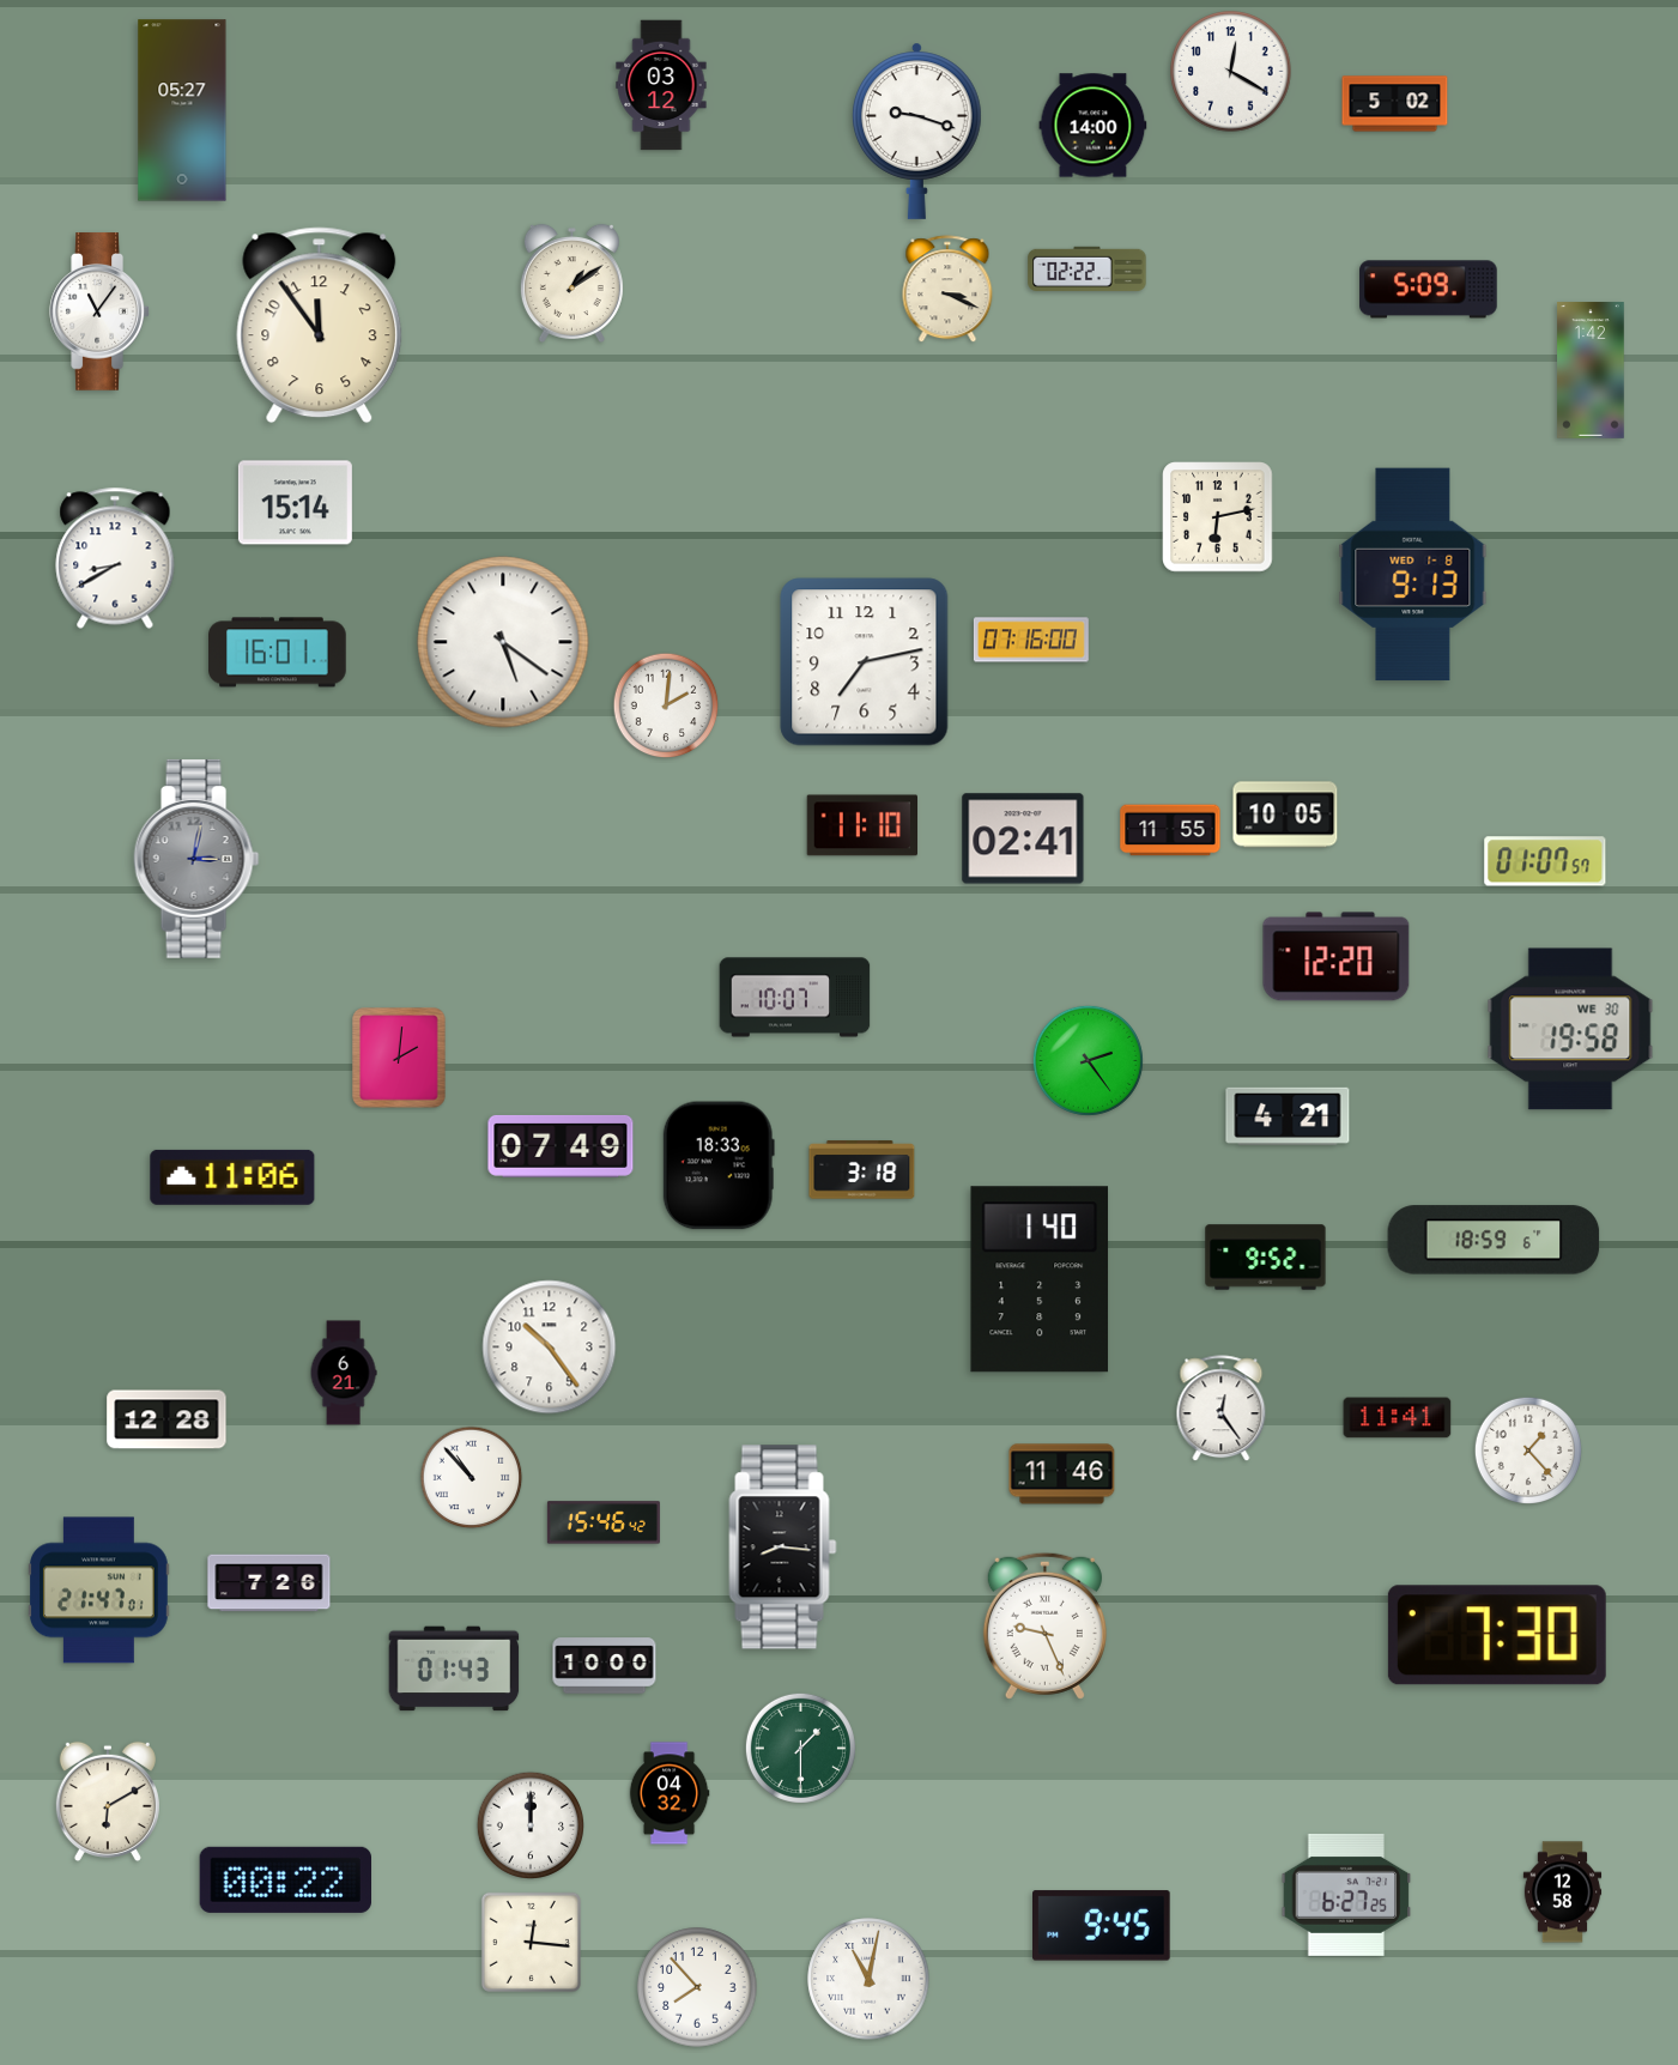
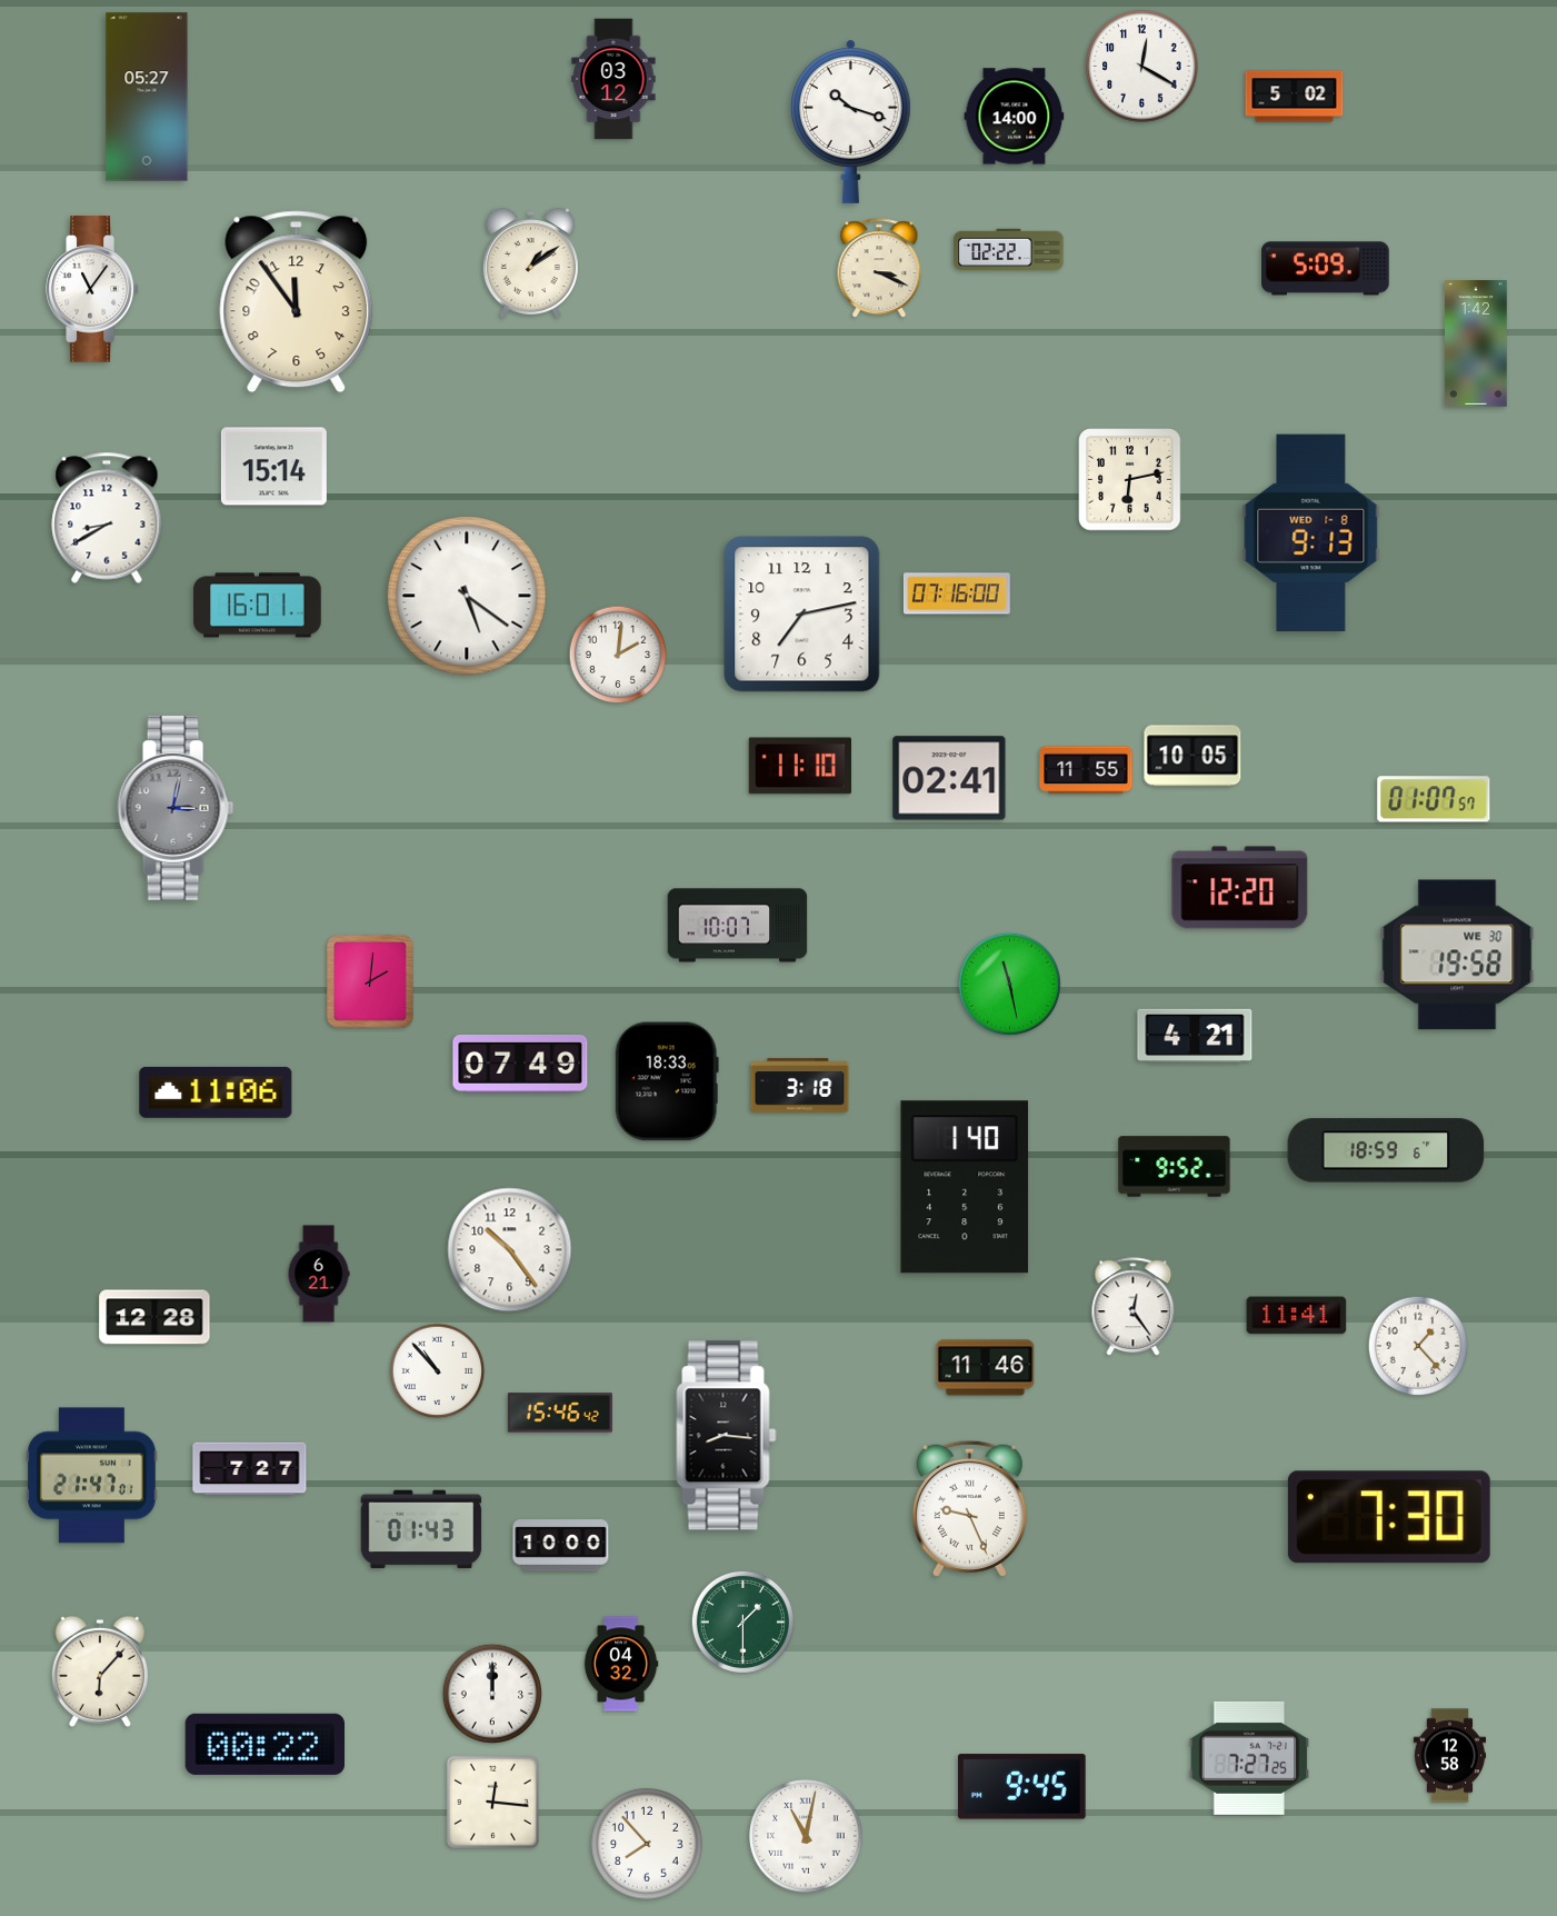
clock at (182, 110) position: (182, 110) -> (147, 97)
clock at (916, 131): 9:18 -> 10:18
clock at (196, 859) position: (196, 859) -> (176, 808)
clock at (1088, 1060): 2:24 -> 11:28
clock at (269, 1583): 7:26 -> 7:27
clock at (454, 1669) position: (454, 1669) -> (421, 1529)
clock at (108, 1801): 6:10 -> 6:07
clock at (1346, 1895): 6:27 -> 7:27
